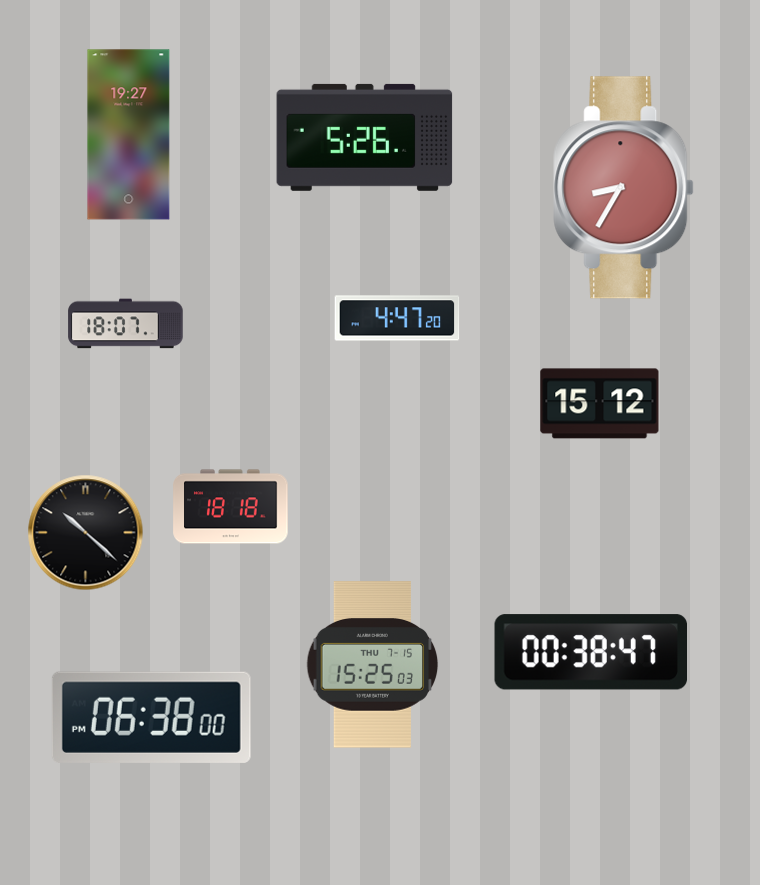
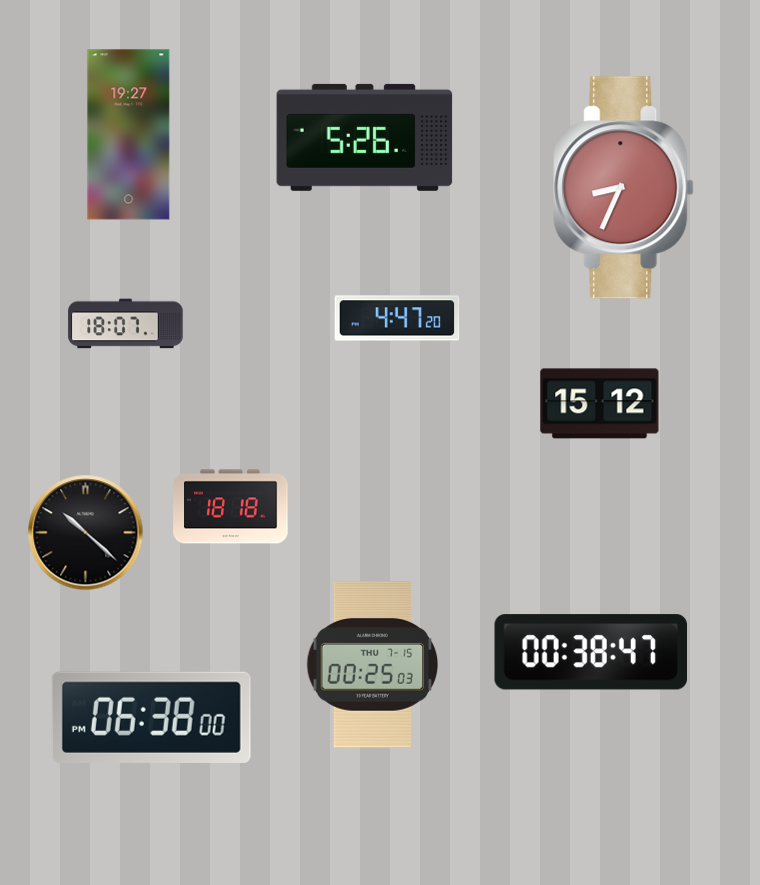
clock at (624, 188): 8:35 -> 8:34
clock at (373, 665): 15:25 -> 00:25
